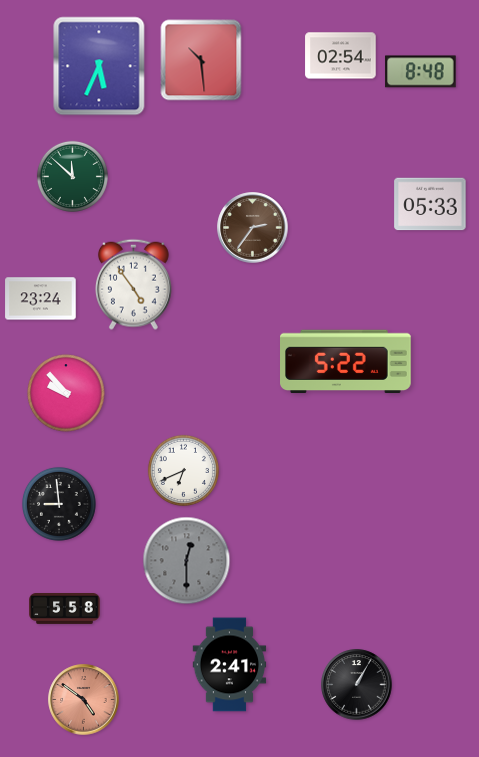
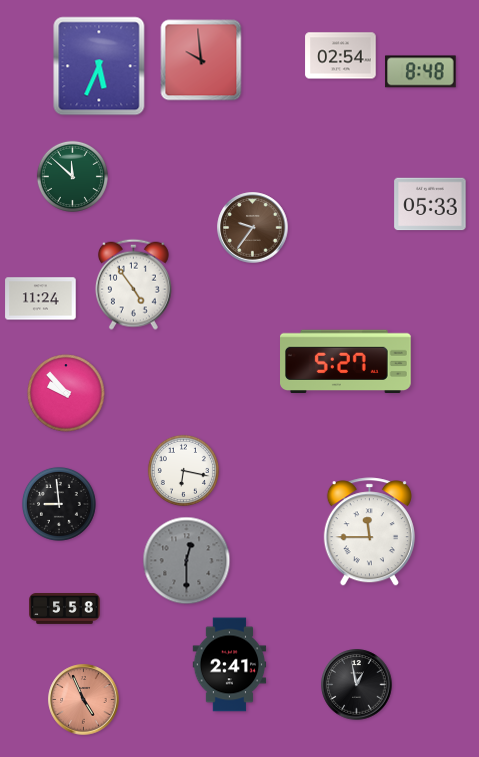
clock at (201, 60): 10:29 -> 9:59
clock at (253, 228): 2:36 -> 9:36
clock at (41, 299): 23:24 -> 11:24
clock at (346, 362): 5:22 -> 5:27
clock at (183, 470): 6:41 -> 6:17
clock at (369, 532): none -> 11:45
clock at (357, 685): 1:05 -> 12:58
clock at (84, 700): 4:51 -> 4:56
